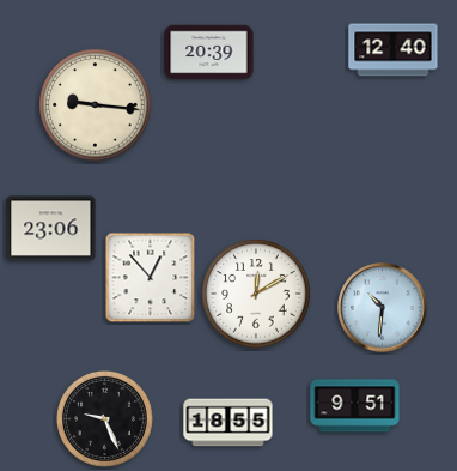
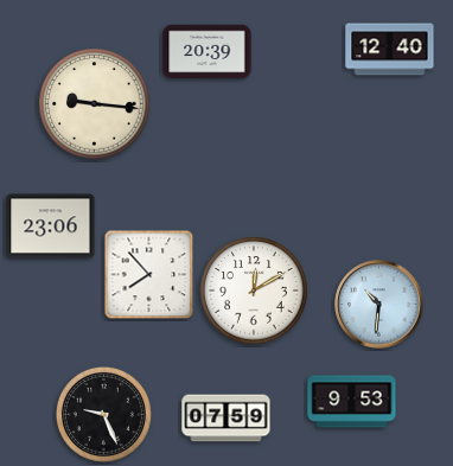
clock at (151, 278): 12:53 -> 7:53
clock at (355, 406): 9:51 -> 9:53
clock at (228, 423): 18:55 -> 07:59
